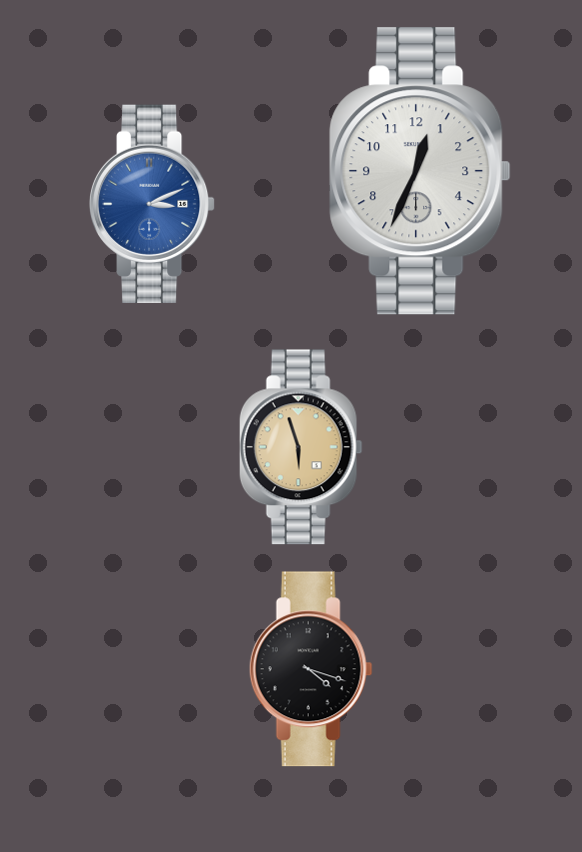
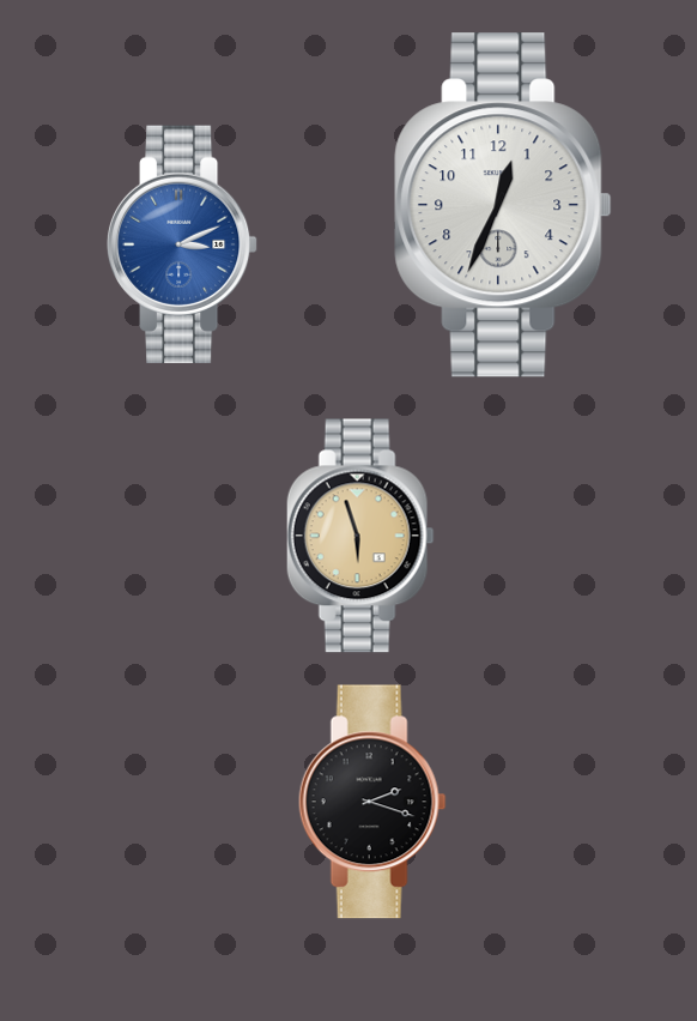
clock at (311, 669): 4:18 -> 2:18
